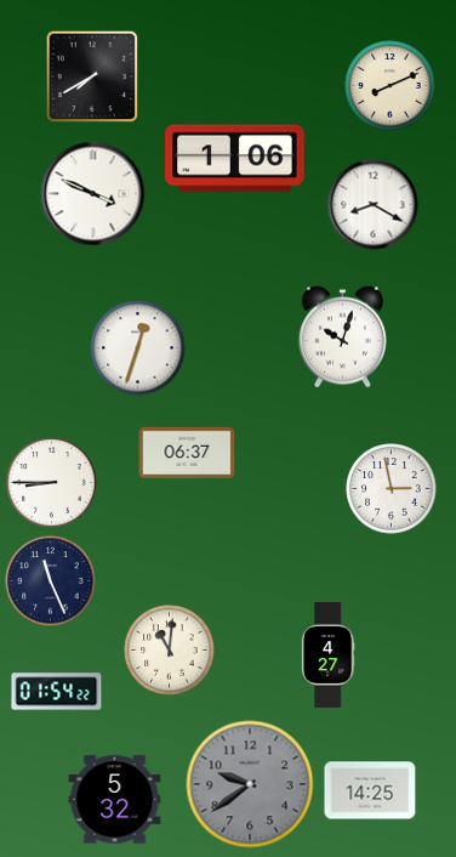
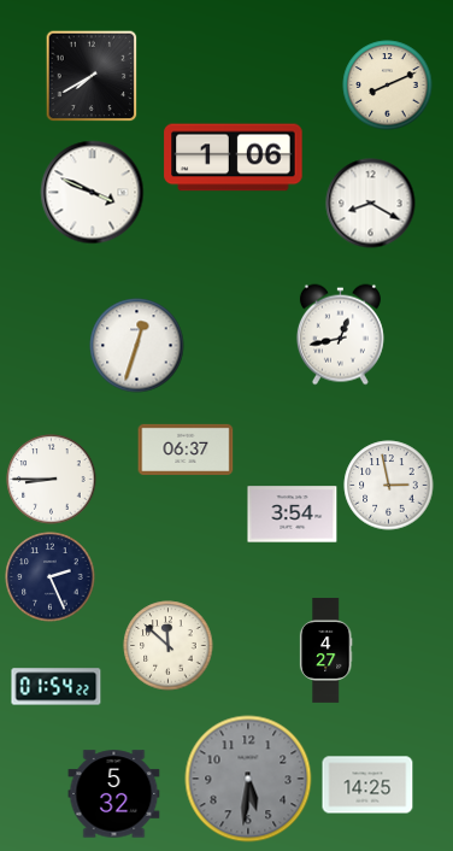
clock at (342, 337): 10:03 -> 12:43
clock at (293, 515): none -> 3:54
clock at (51, 581): 11:26 -> 2:26
clock at (170, 651): 11:01 -> 11:52
clock at (250, 784): 9:39 -> 5:31
